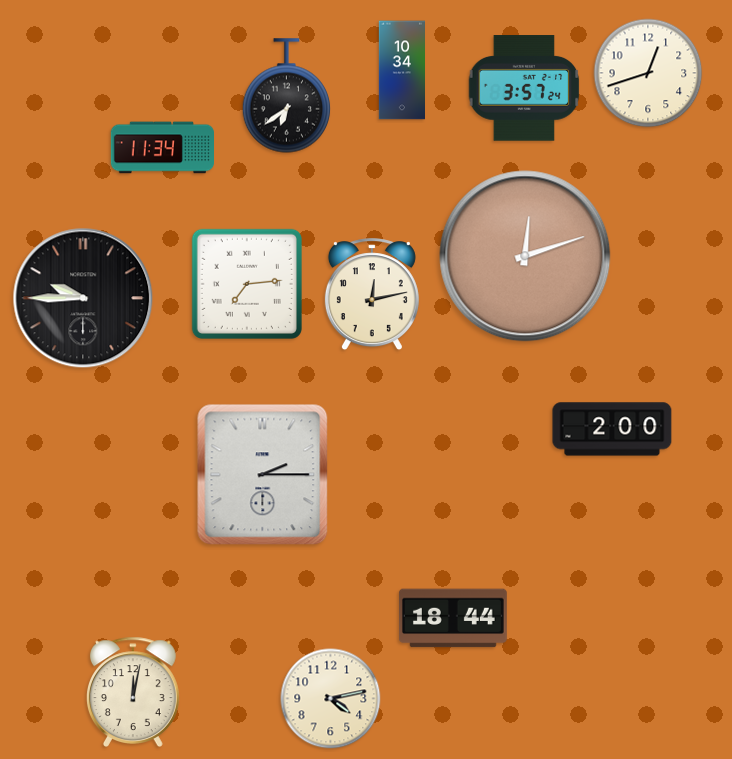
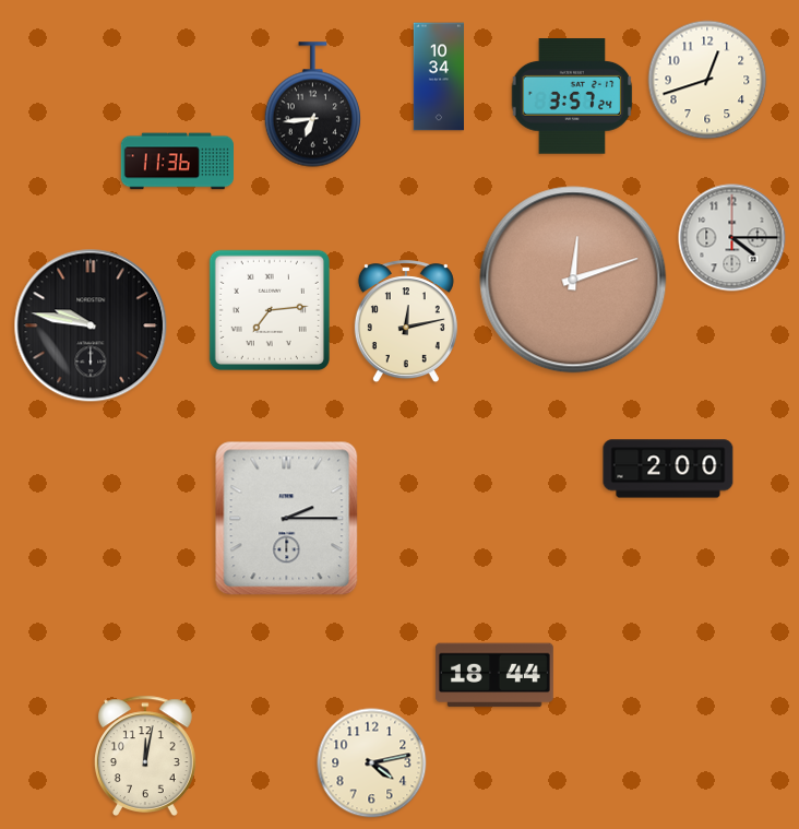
clock at (287, 96): 6:39 -> 6:44
clock at (163, 148): 11:34 -> 11:36
clock at (732, 238): none -> 4:15
clock at (83, 298): 9:45 -> 9:47
clock at (331, 699) position: (331, 699) -> (372, 763)
